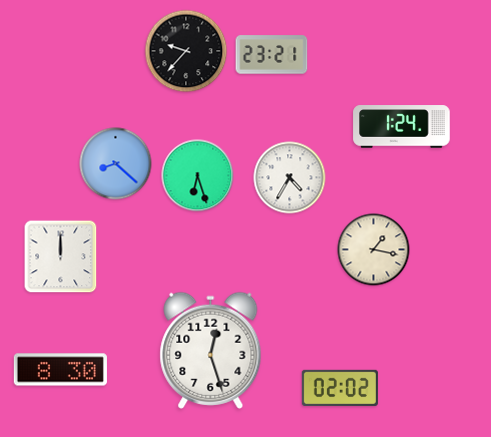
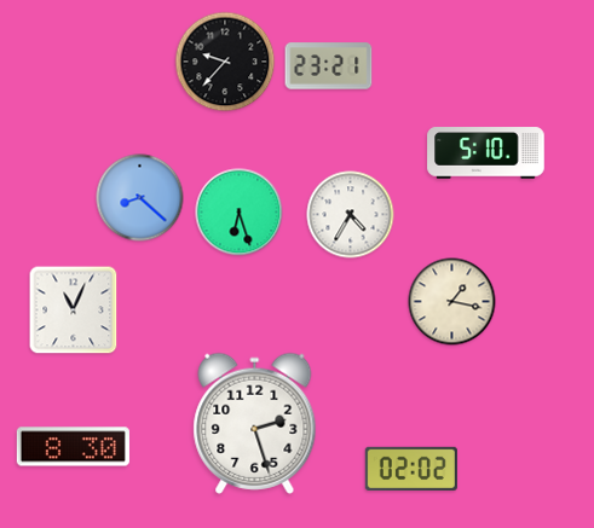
clock at (402, 127): 1:24 -> 5:10
clock at (61, 257): 12:00 -> 11:04
clock at (211, 350): 12:27 -> 2:27
